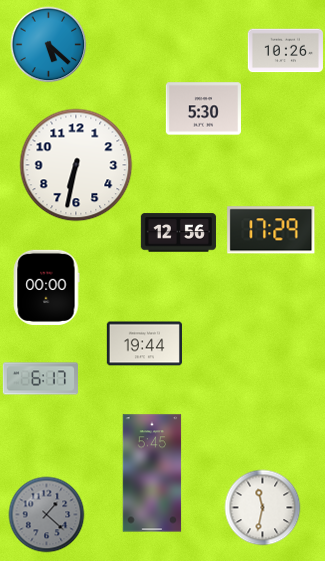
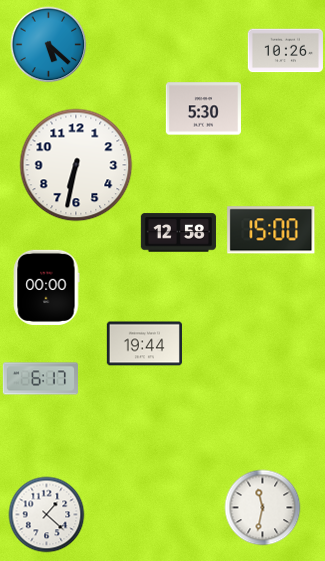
clock at (271, 230): 17:29 -> 15:00
clock at (178, 233): 12:56 -> 12:58
clock at (152, 473): 5:45 -> none
clock at (47, 515) dial: grey -> white
